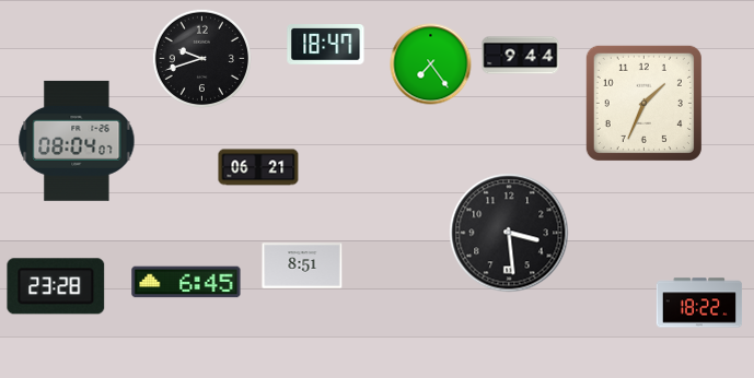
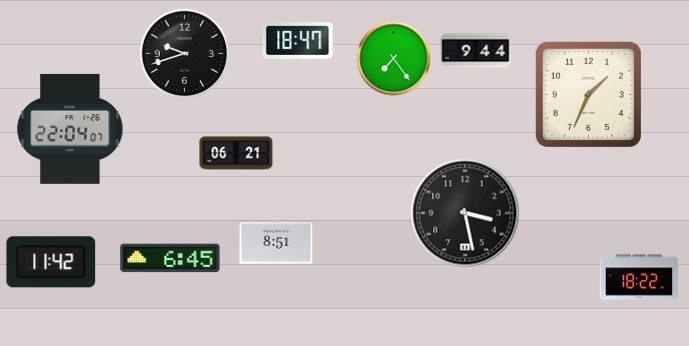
clock at (77, 141): 08:04 -> 22:04
clock at (509, 233): 3:29 -> 3:28
clock at (56, 286): 23:28 -> 11:42
